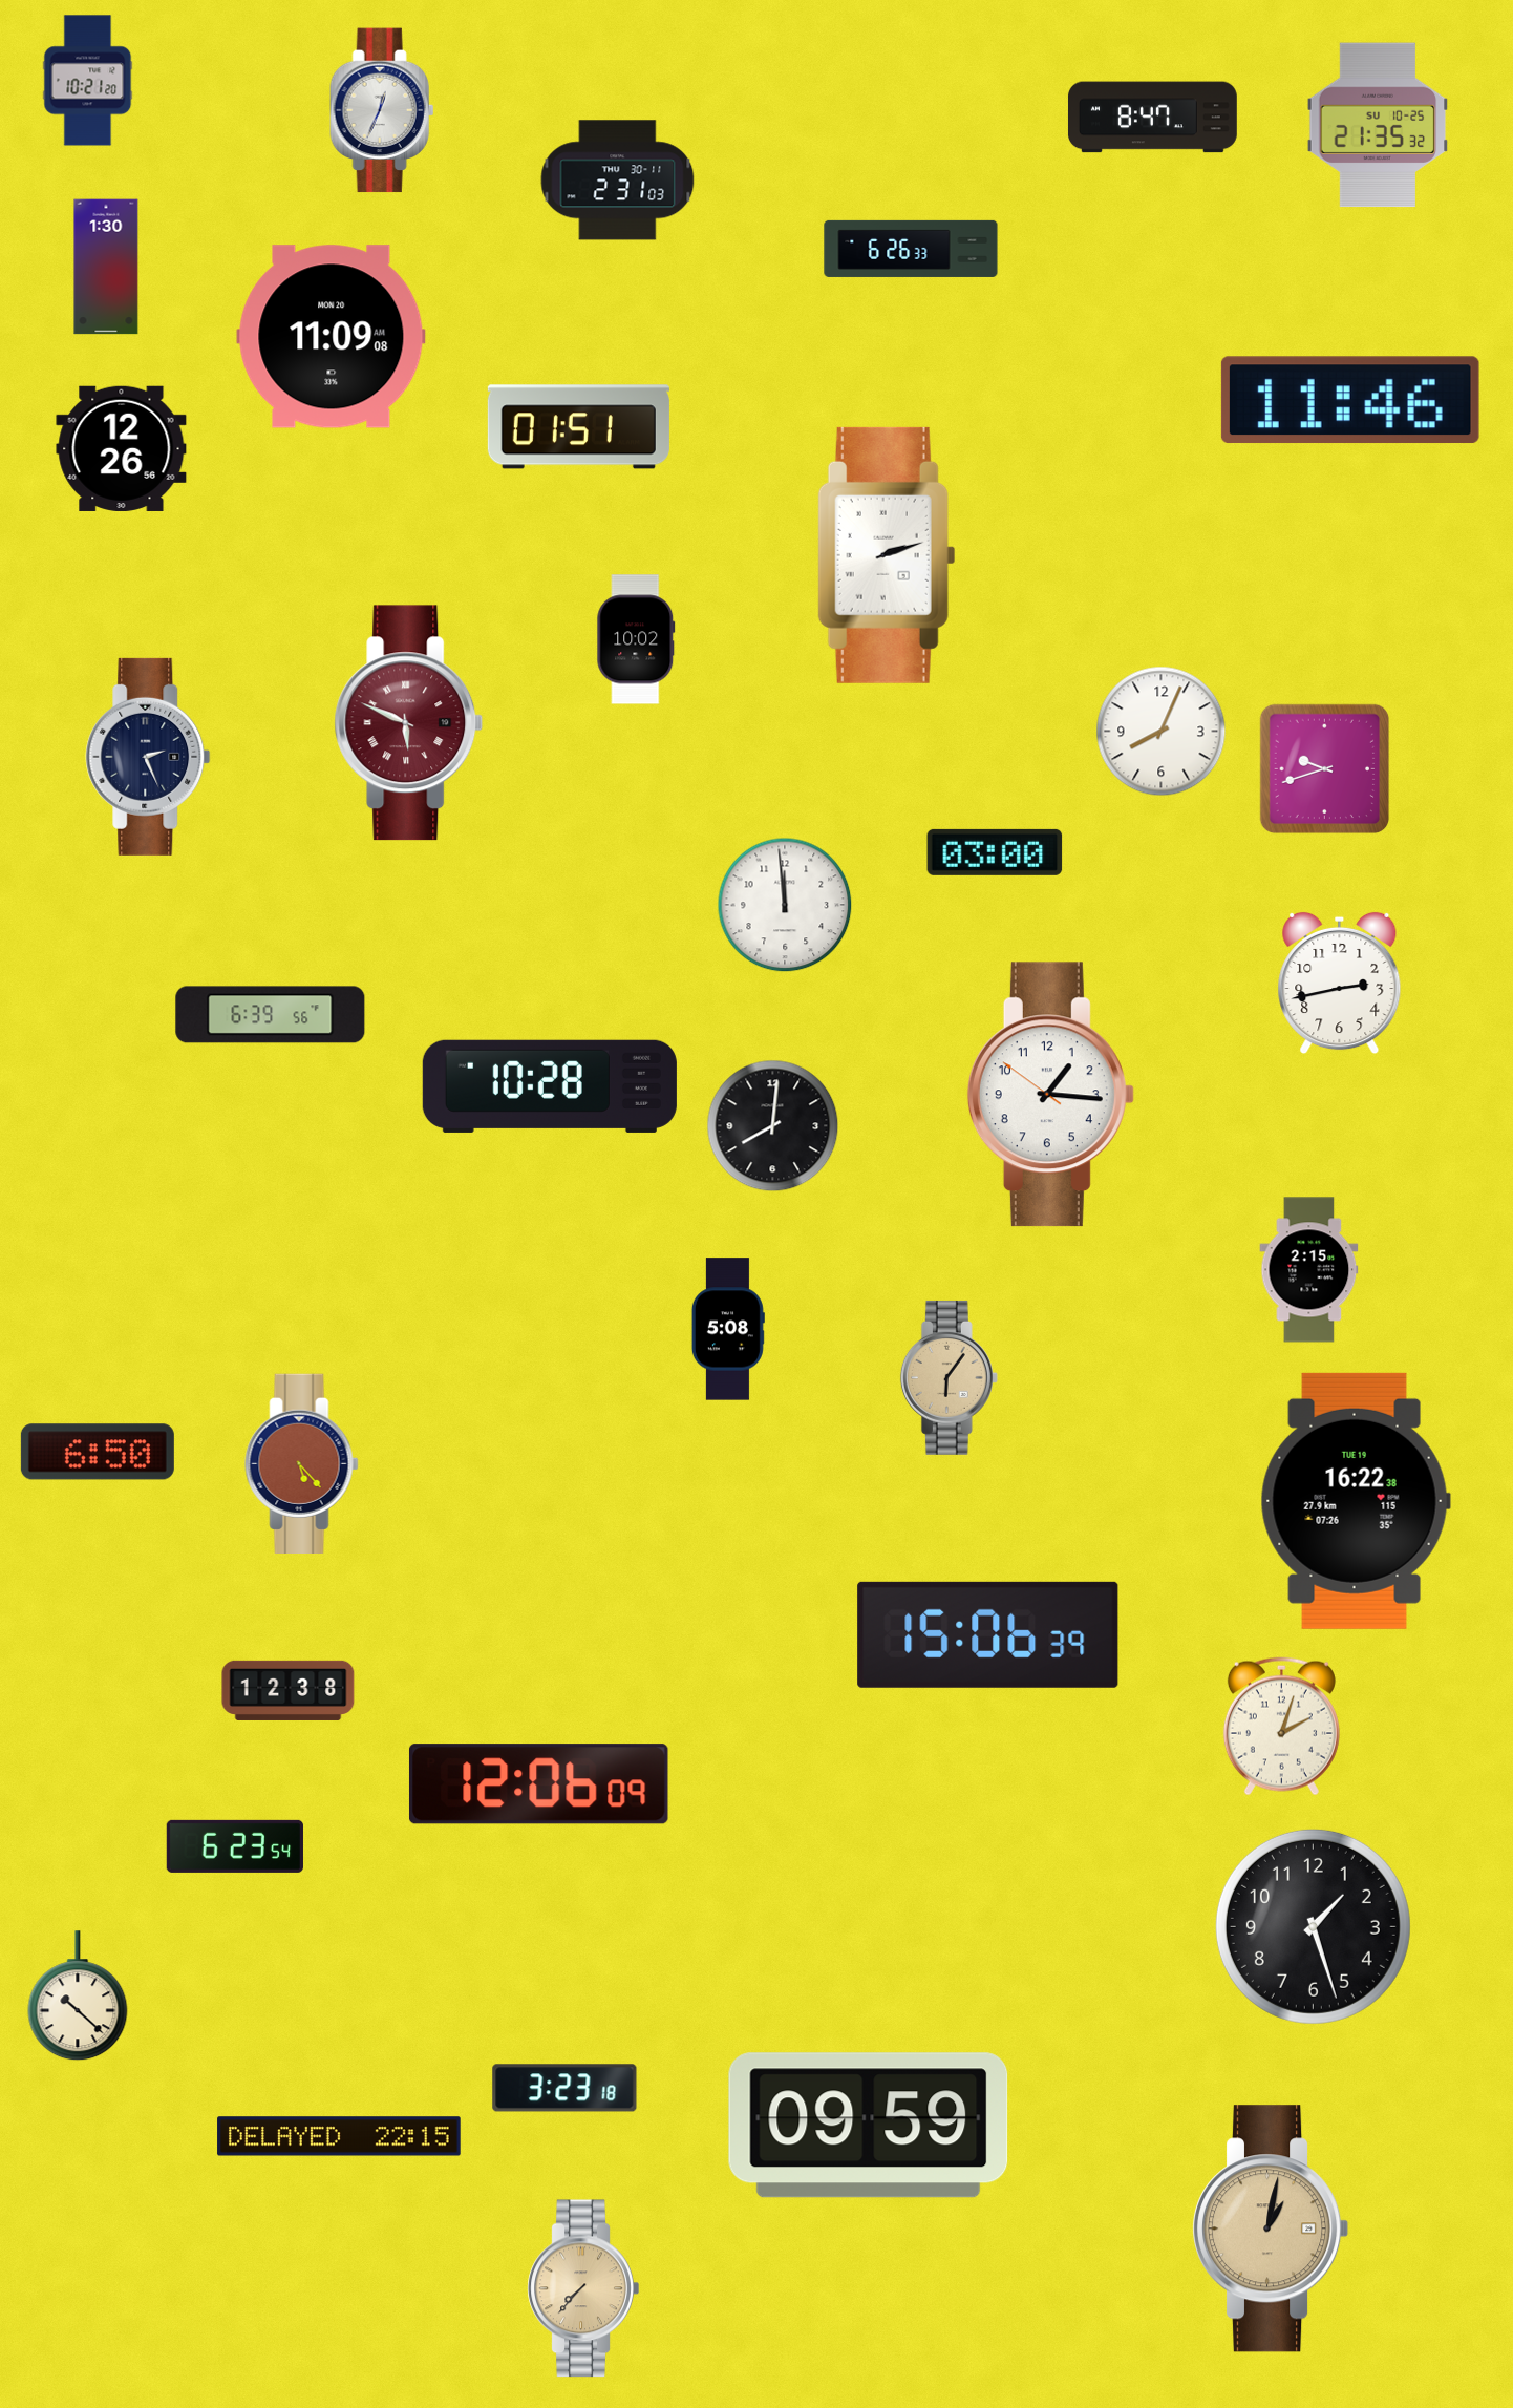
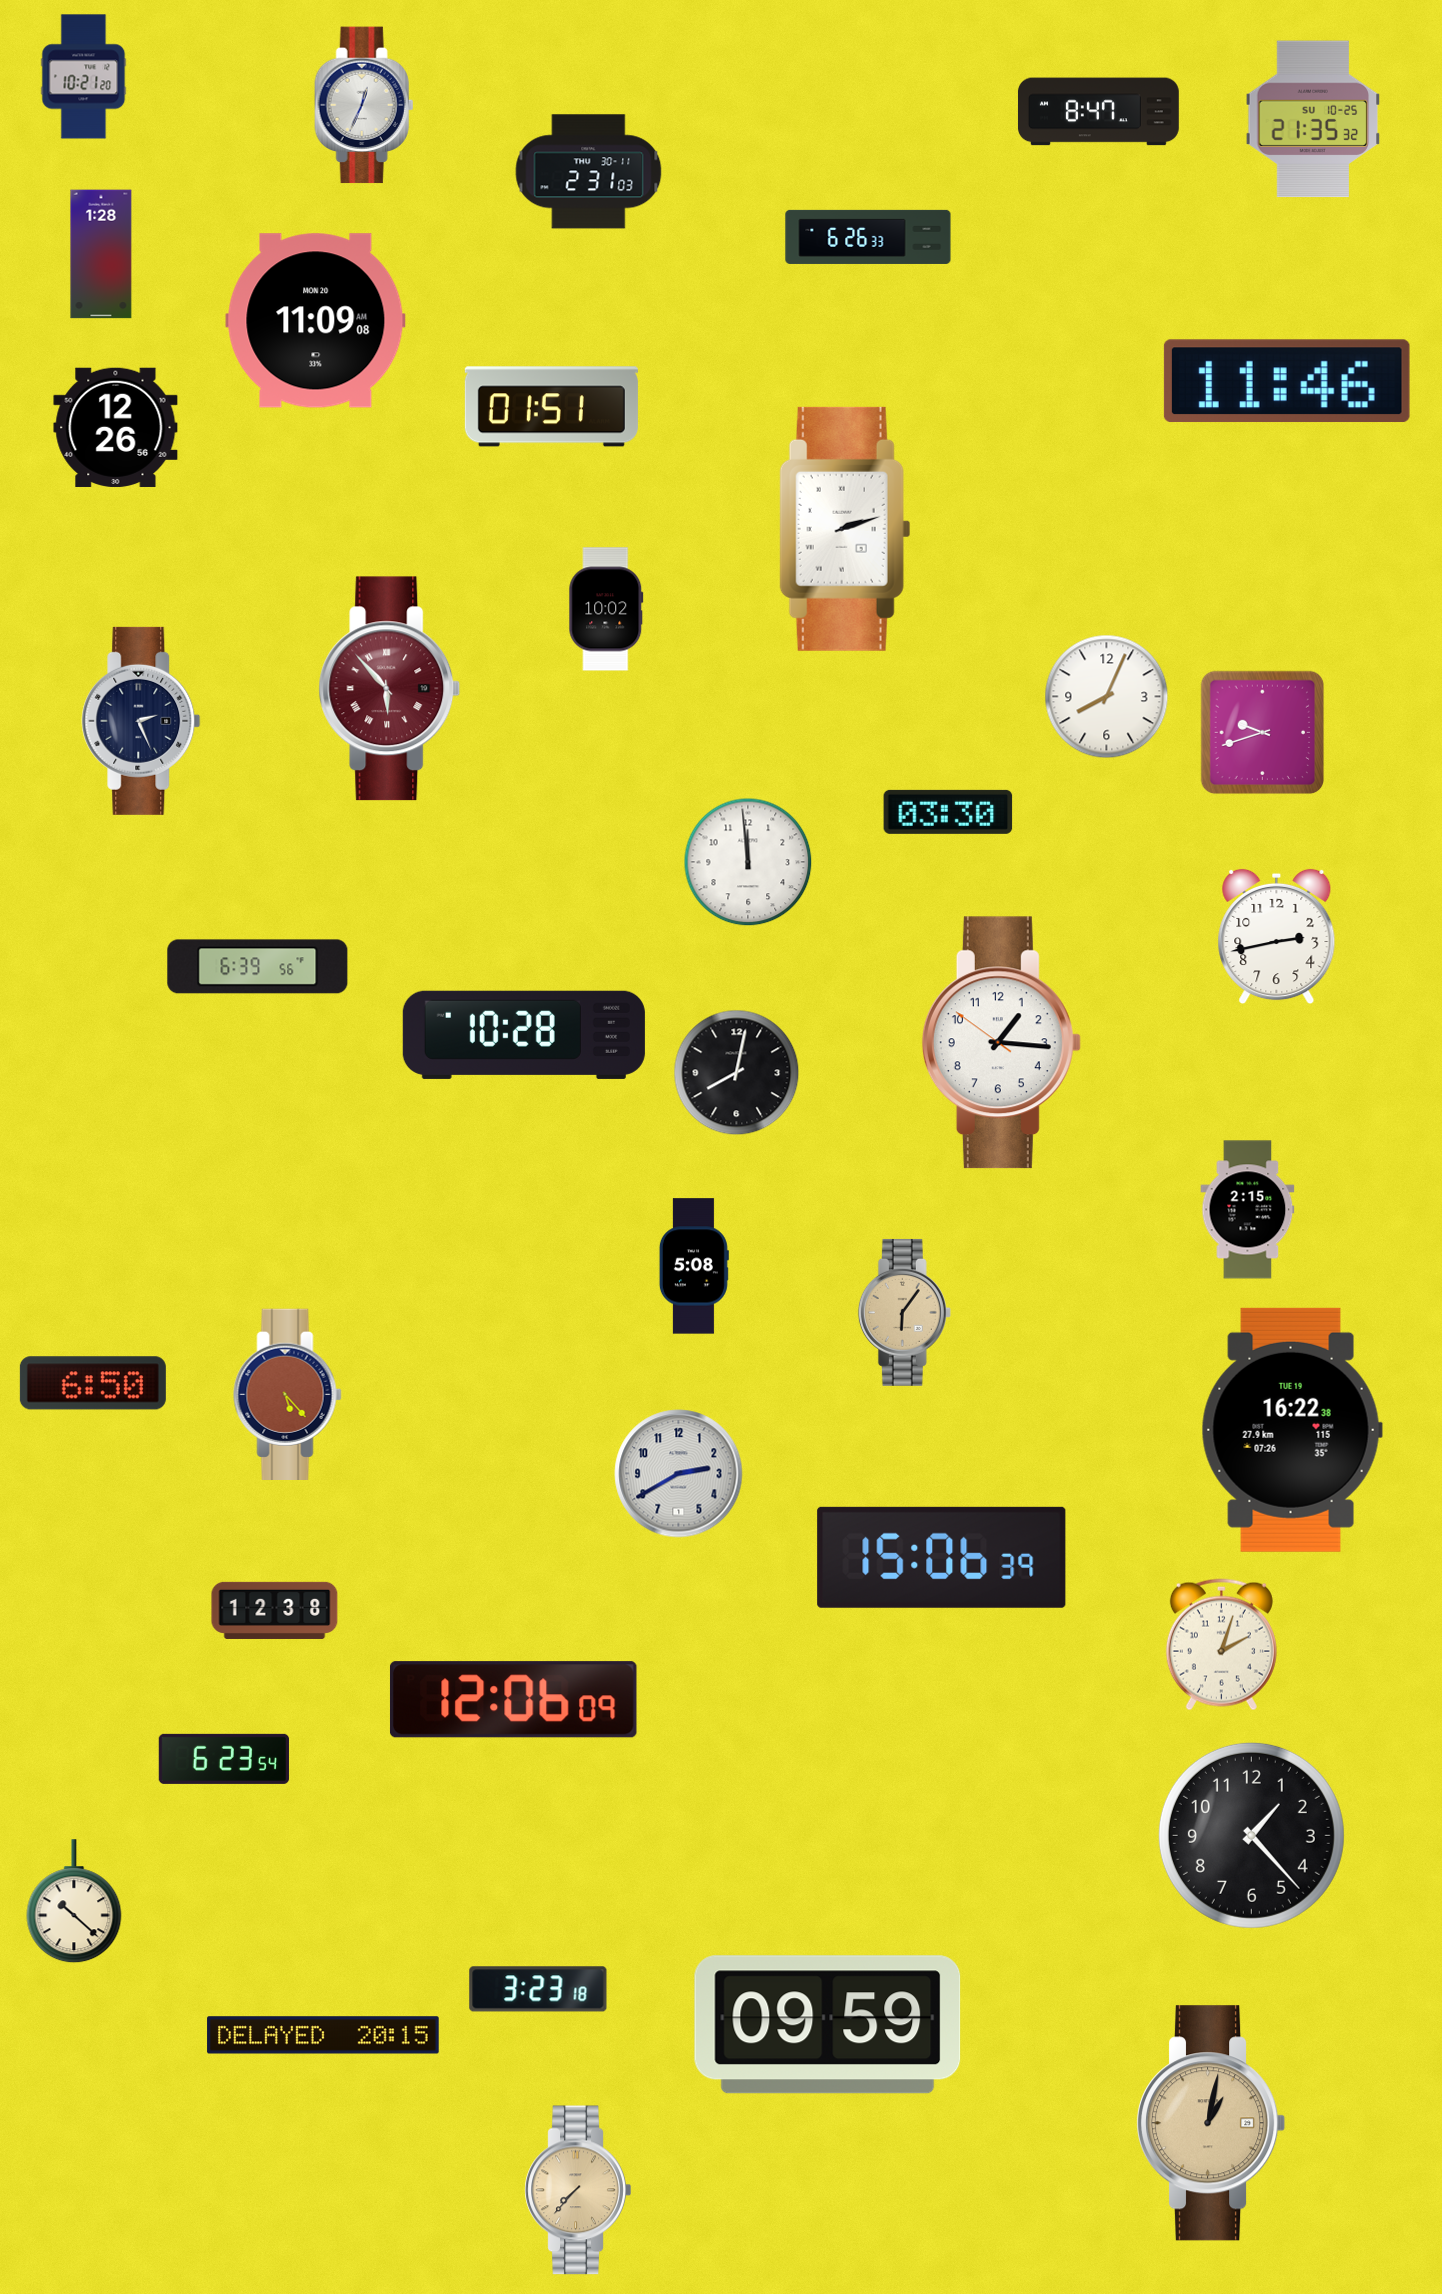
clock at (106, 267): 1:30 -> 1:28
clock at (409, 723): 5:49 -> 5:53
clock at (995, 852): 03:00 -> 03:30
clock at (773, 1126): 8:01 -> 8:02
clock at (679, 1474): none -> 2:40
clock at (1313, 1926): 1:27 -> 1:23
clock at (339, 2136): 22:15 -> 20:15
clock at (583, 2288) position: (583, 2288) -> (578, 2190)
